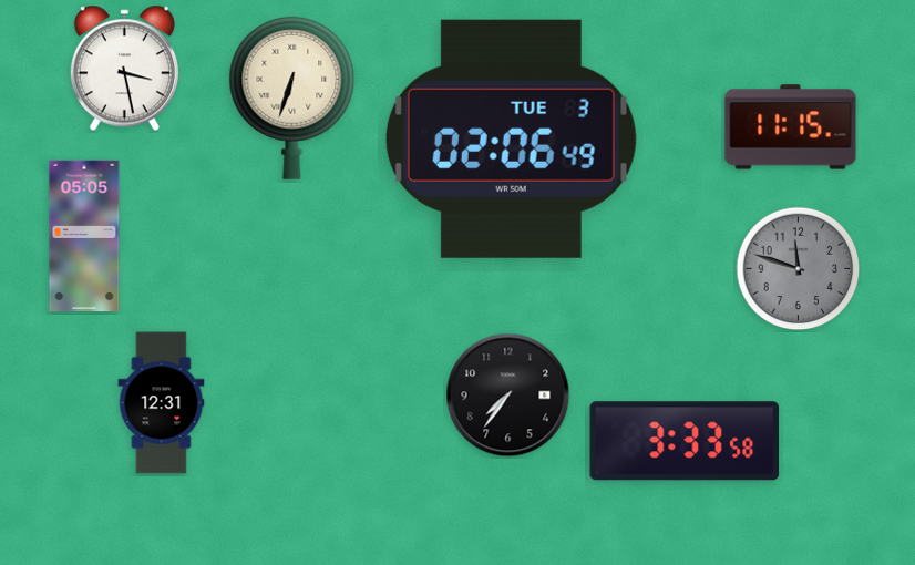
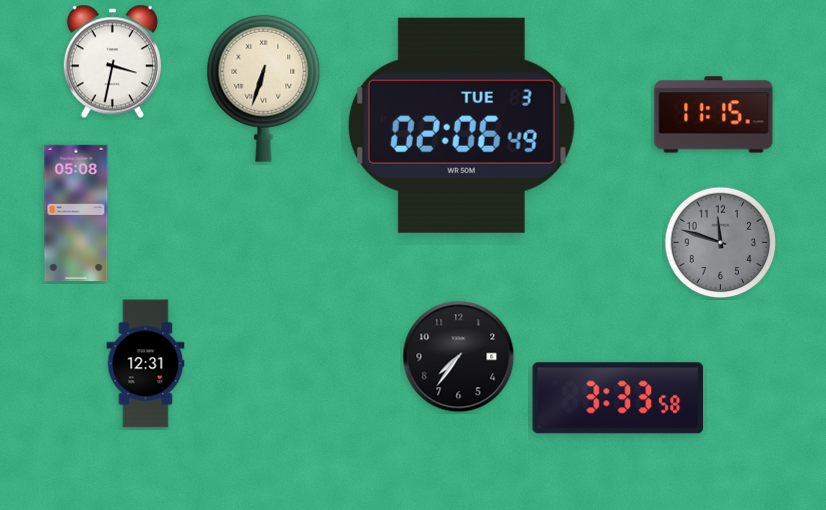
clock at (124, 69): 3:28 -> 3:32
clock at (84, 236): 05:05 -> 05:08
